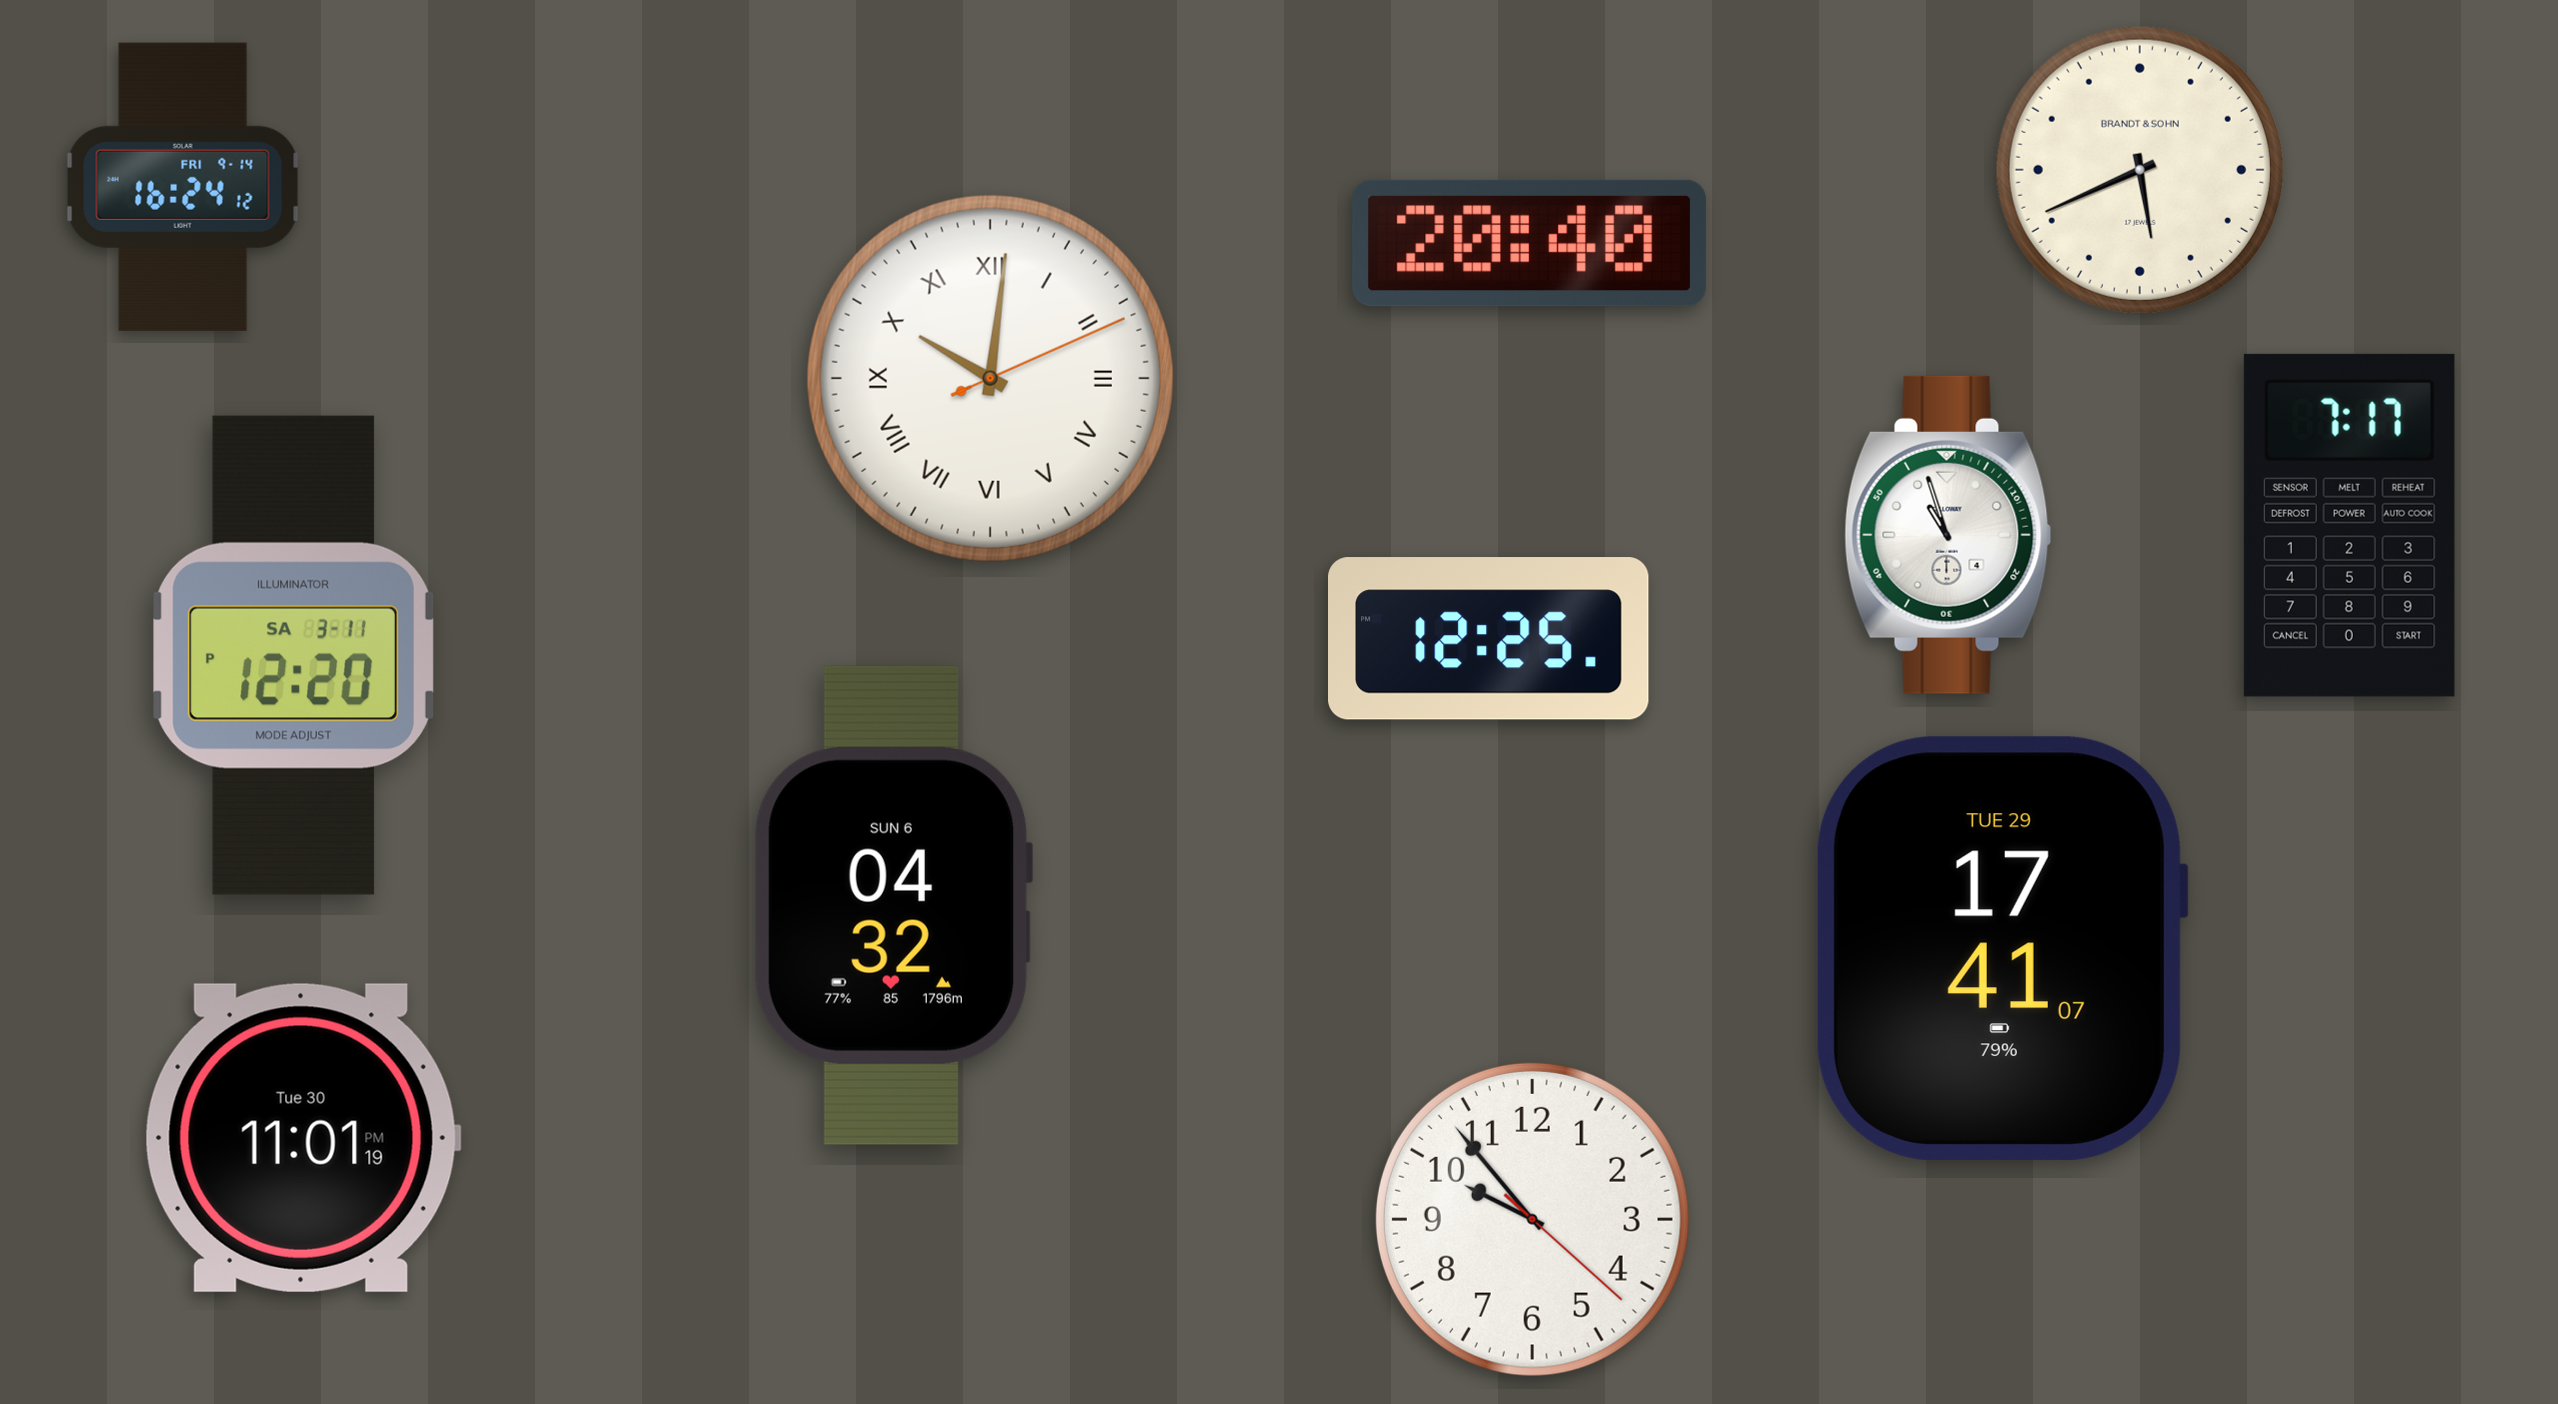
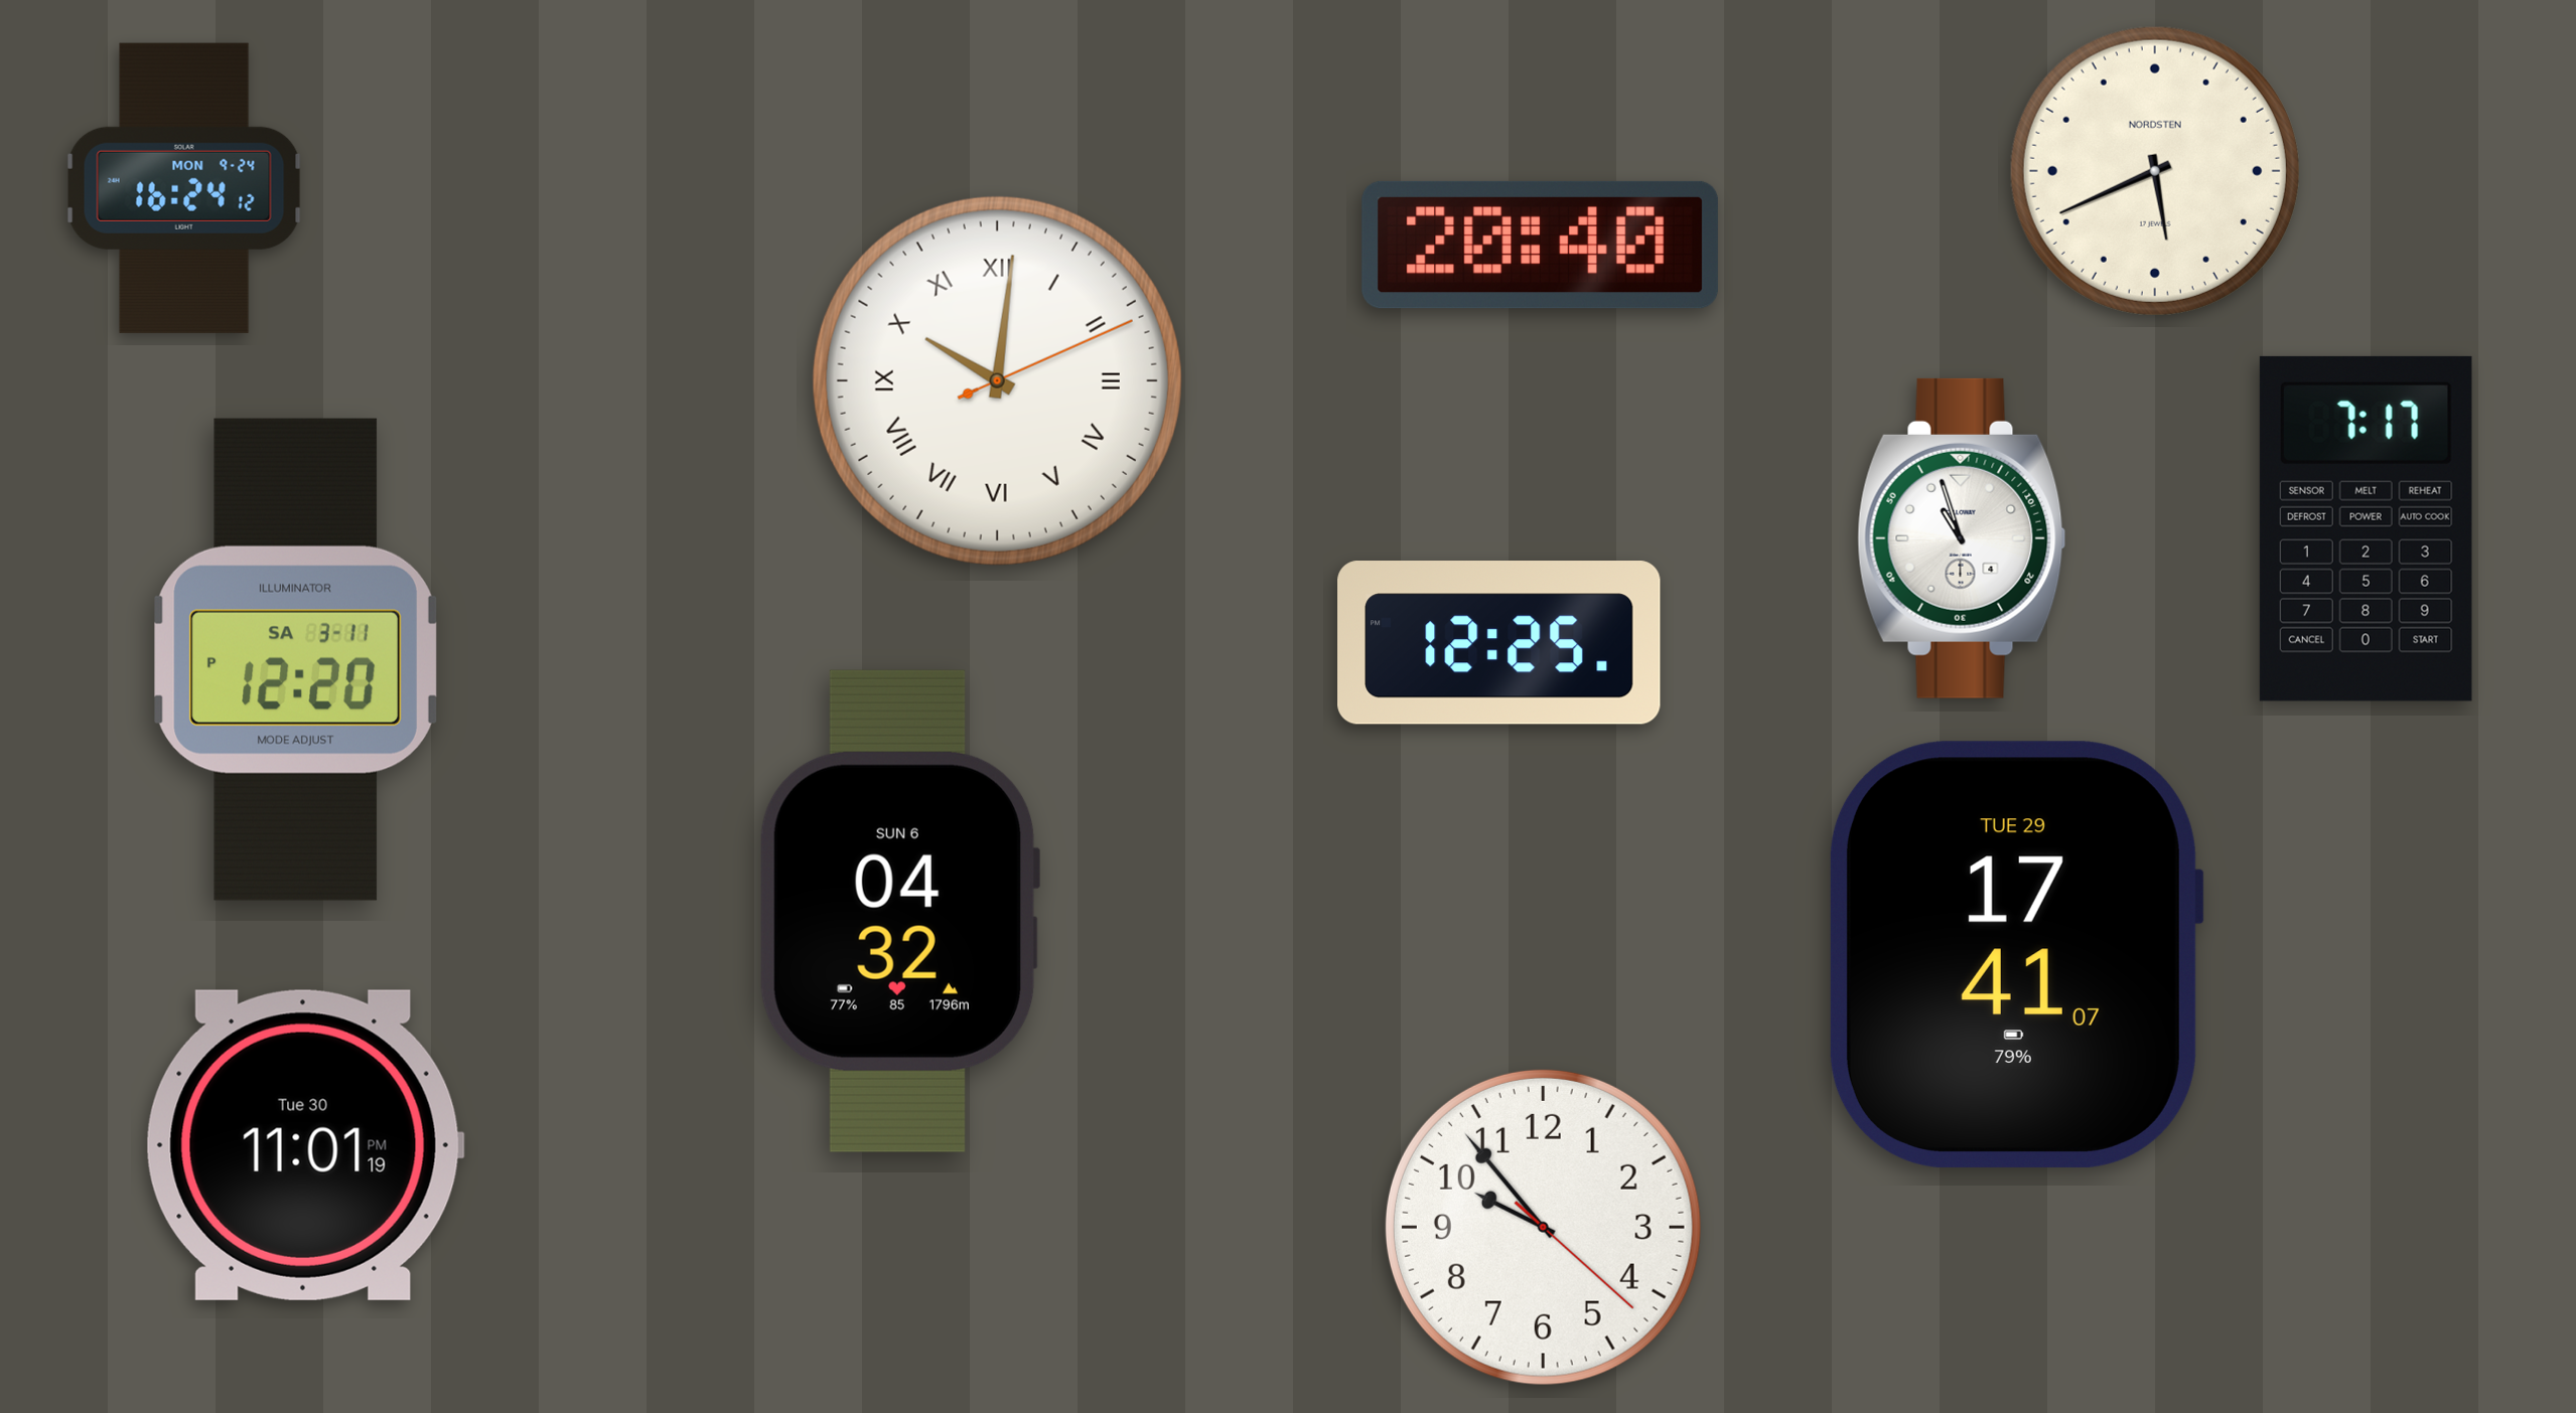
clock at (2140, 170) brand: BRANDT & SOHN -> NORDSTEN
clock at (183, 187) date: FRI 9-14 -> MON 9-24
